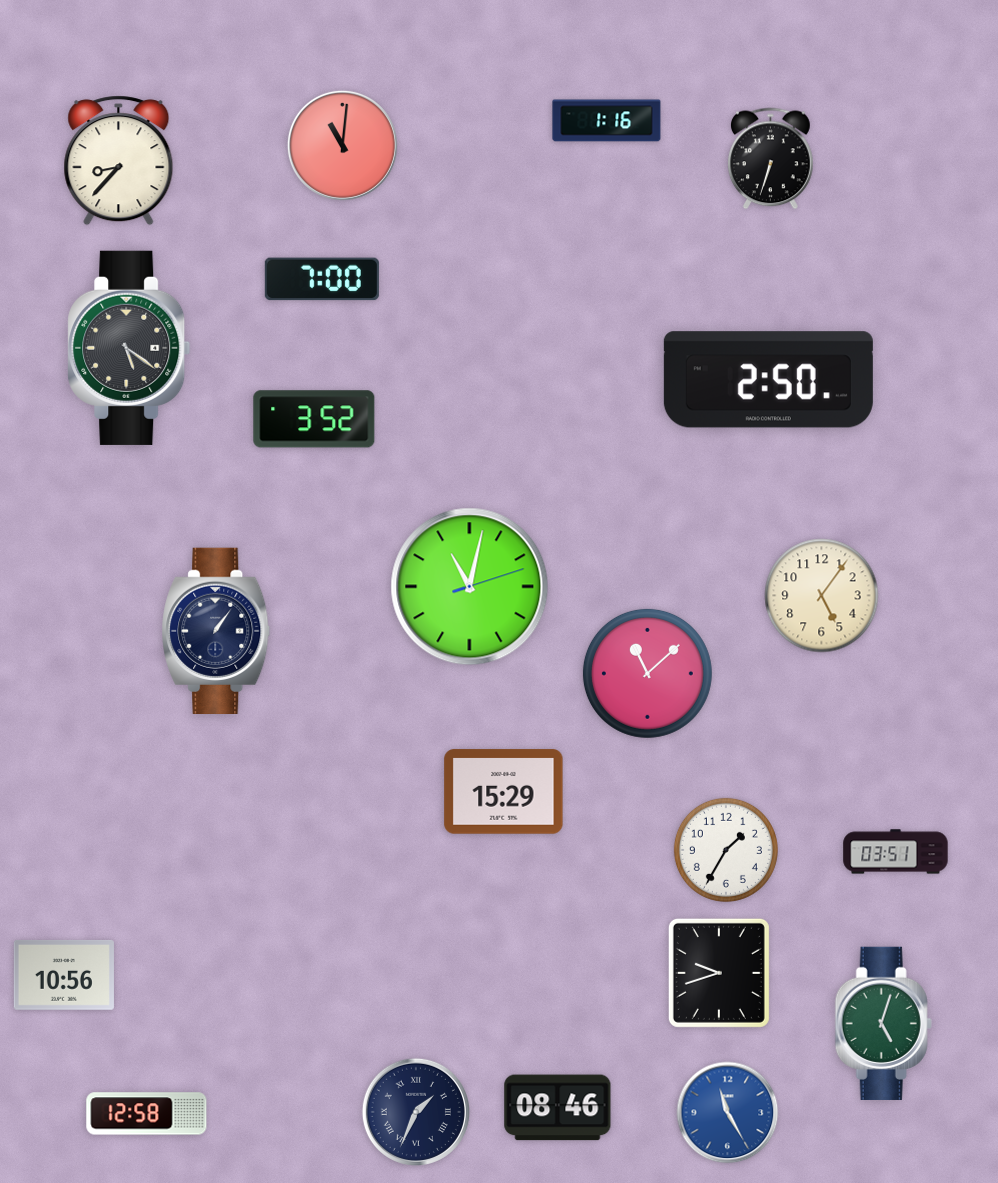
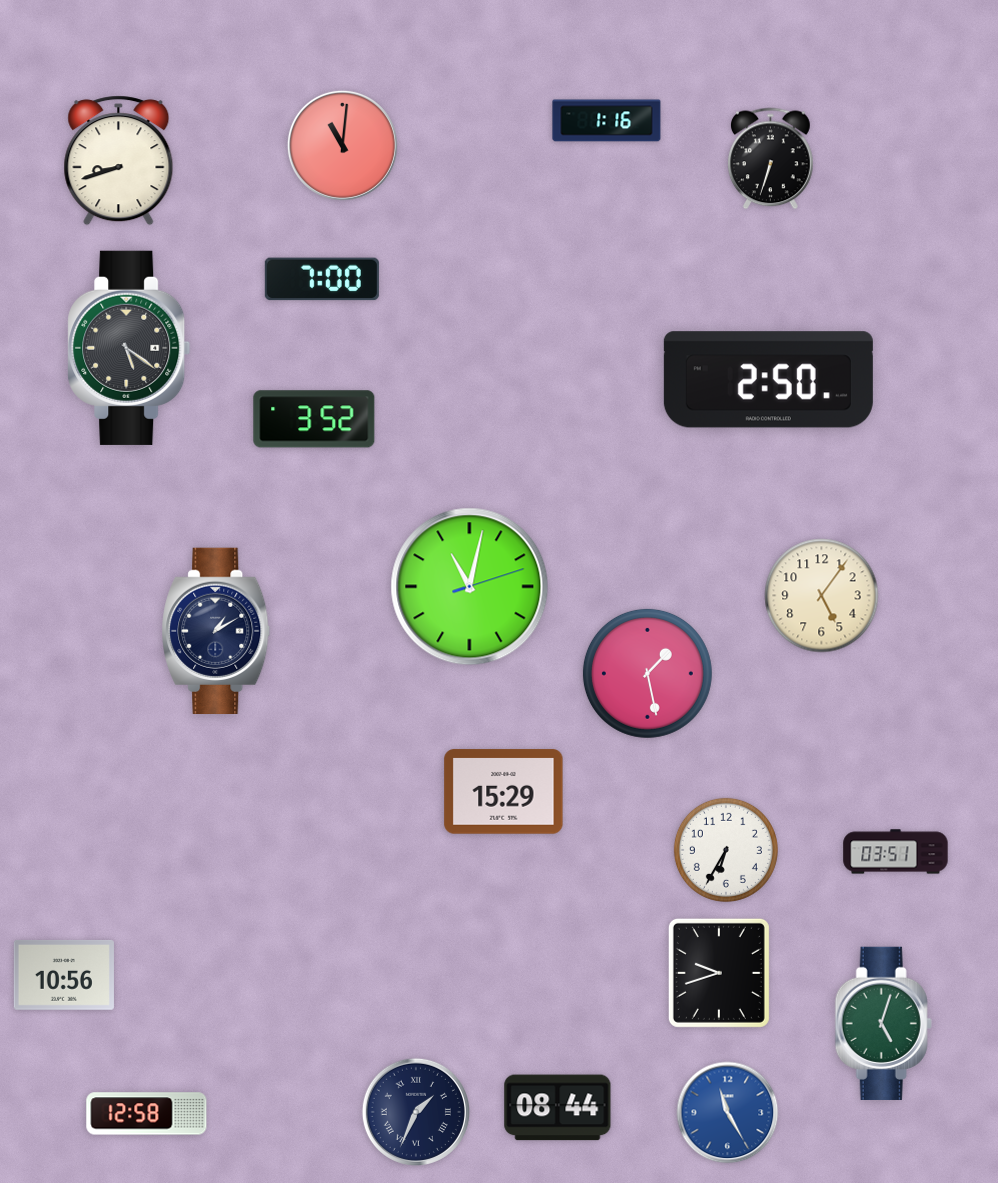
clock at (119, 161): 8:37 -> 8:42
clock at (216, 630): 1:06 -> 1:10
clock at (647, 673): 11:08 -> 1:28
clock at (726, 850): 1:35 -> 6:35
clock at (558, 1108): 08:46 -> 08:44
